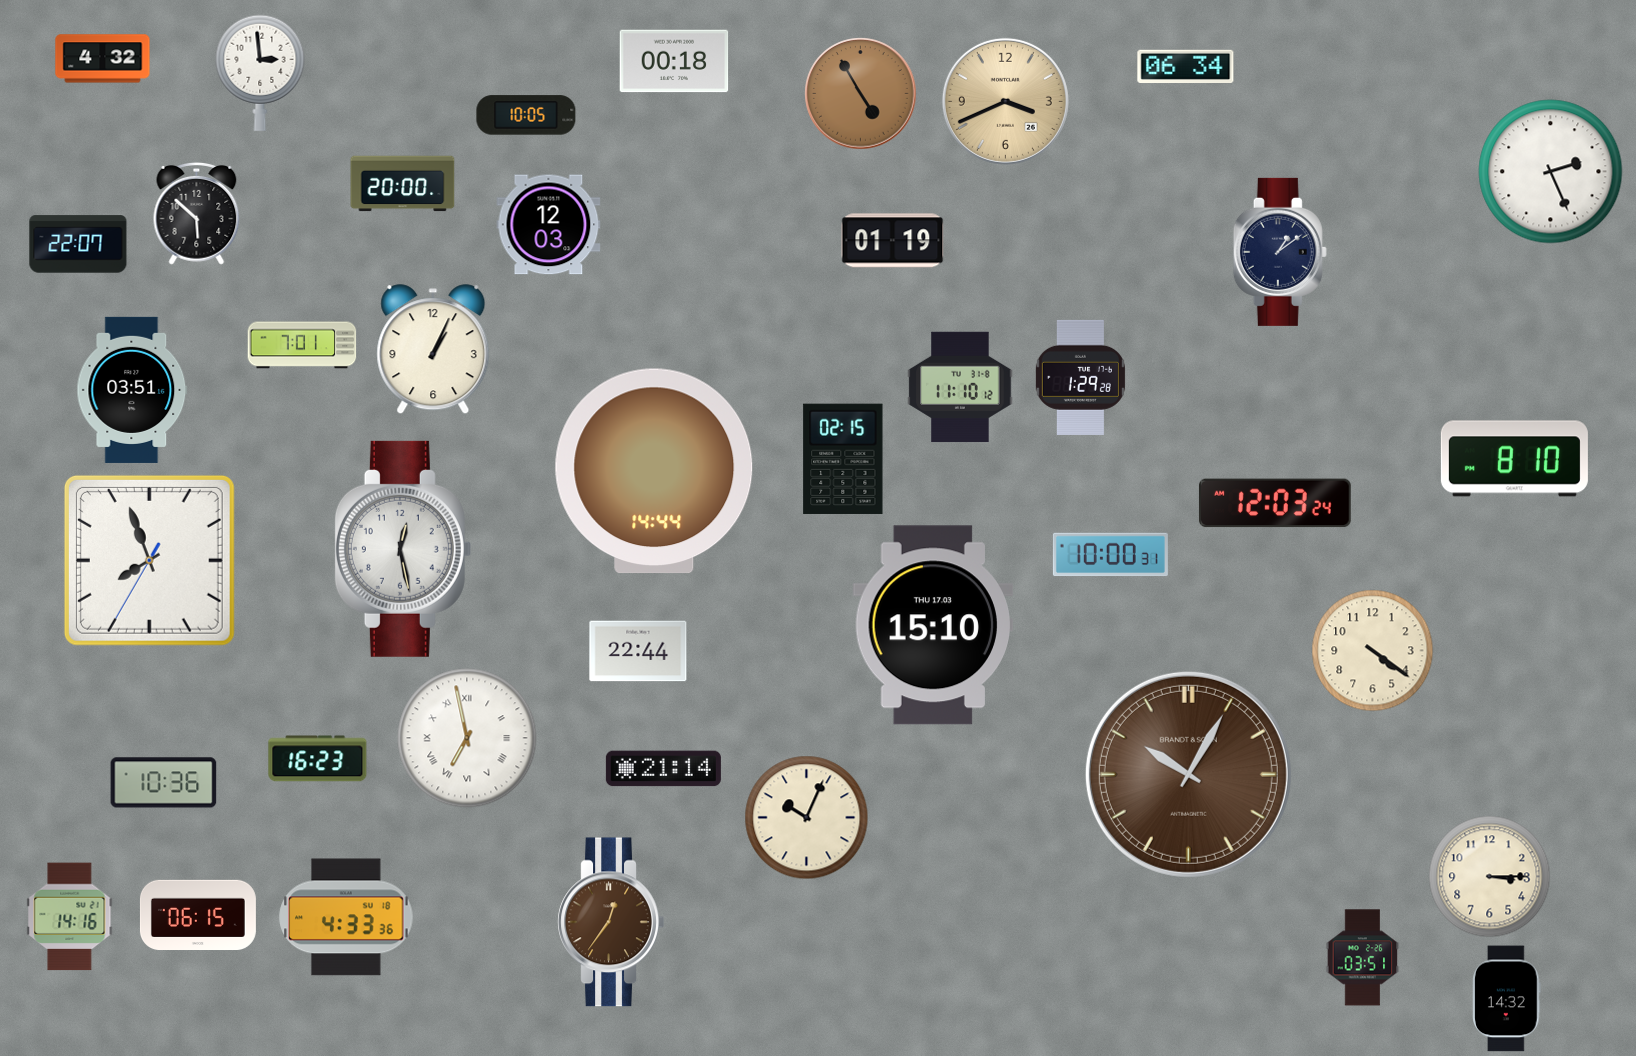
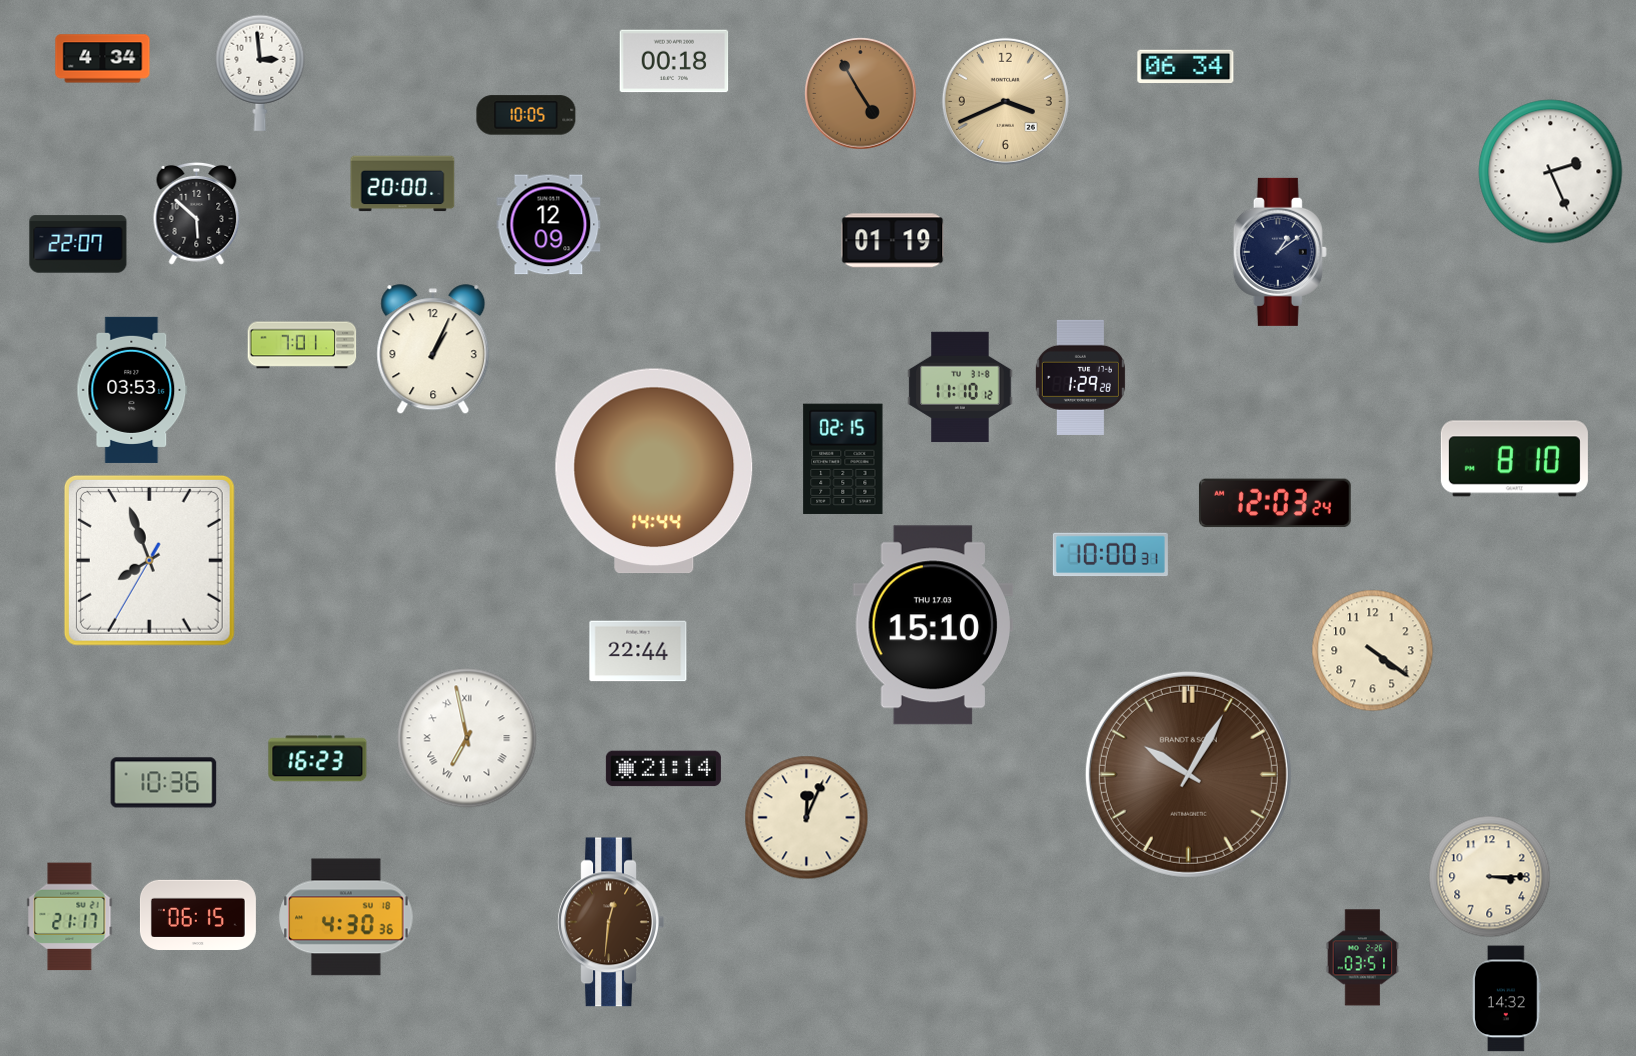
clock at (103, 59): 4:32 -> 4:34
clock at (549, 225): 12:03 -> 12:09
clock at (132, 390): 03:51 -> 03:53
clock at (403, 549): 12:28 -> none
clock at (807, 818): 10:04 -> 12:04
clock at (70, 917): 14:16 -> 21:17
clock at (346, 917): 4:33 -> 4:30
clock at (611, 922): 12:36 -> 12:31
